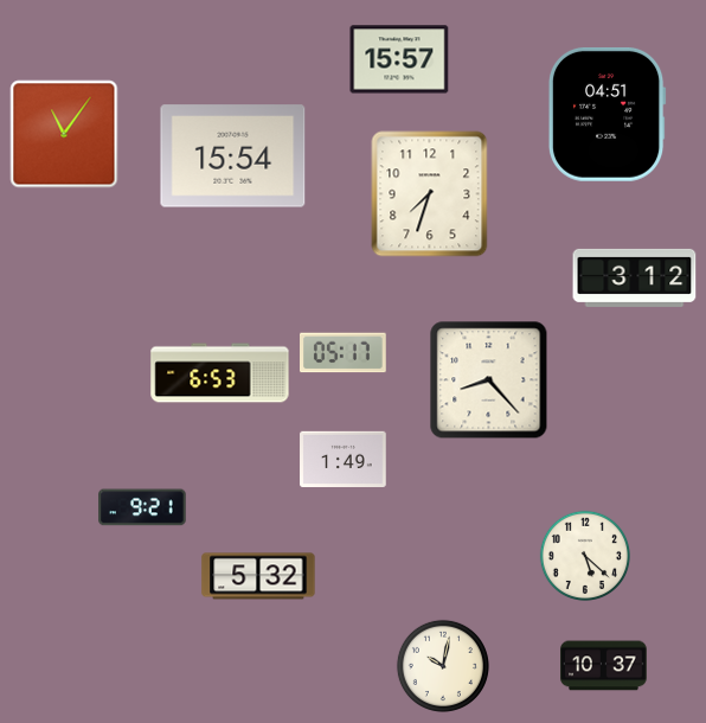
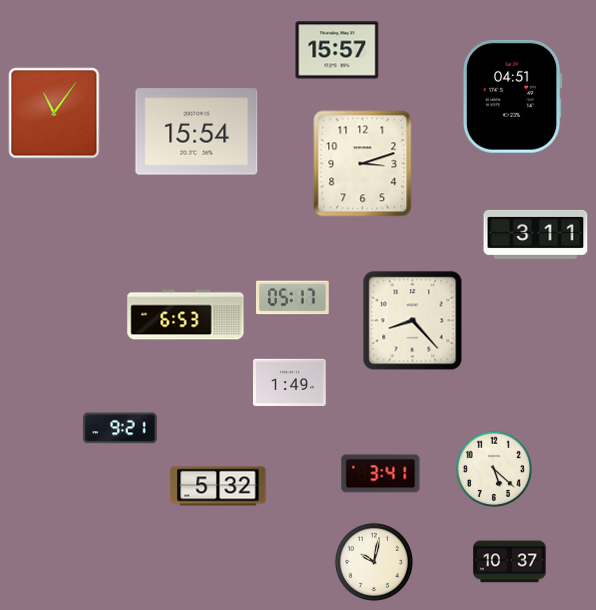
clock at (430, 194): 7:33 -> 3:12
clock at (635, 277): 3:12 -> 3:11
clock at (344, 353) position: (344, 353) -> (293, 298)
clock at (344, 459) position: (344, 459) -> (290, 382)
clock at (381, 474): none -> 3:41
